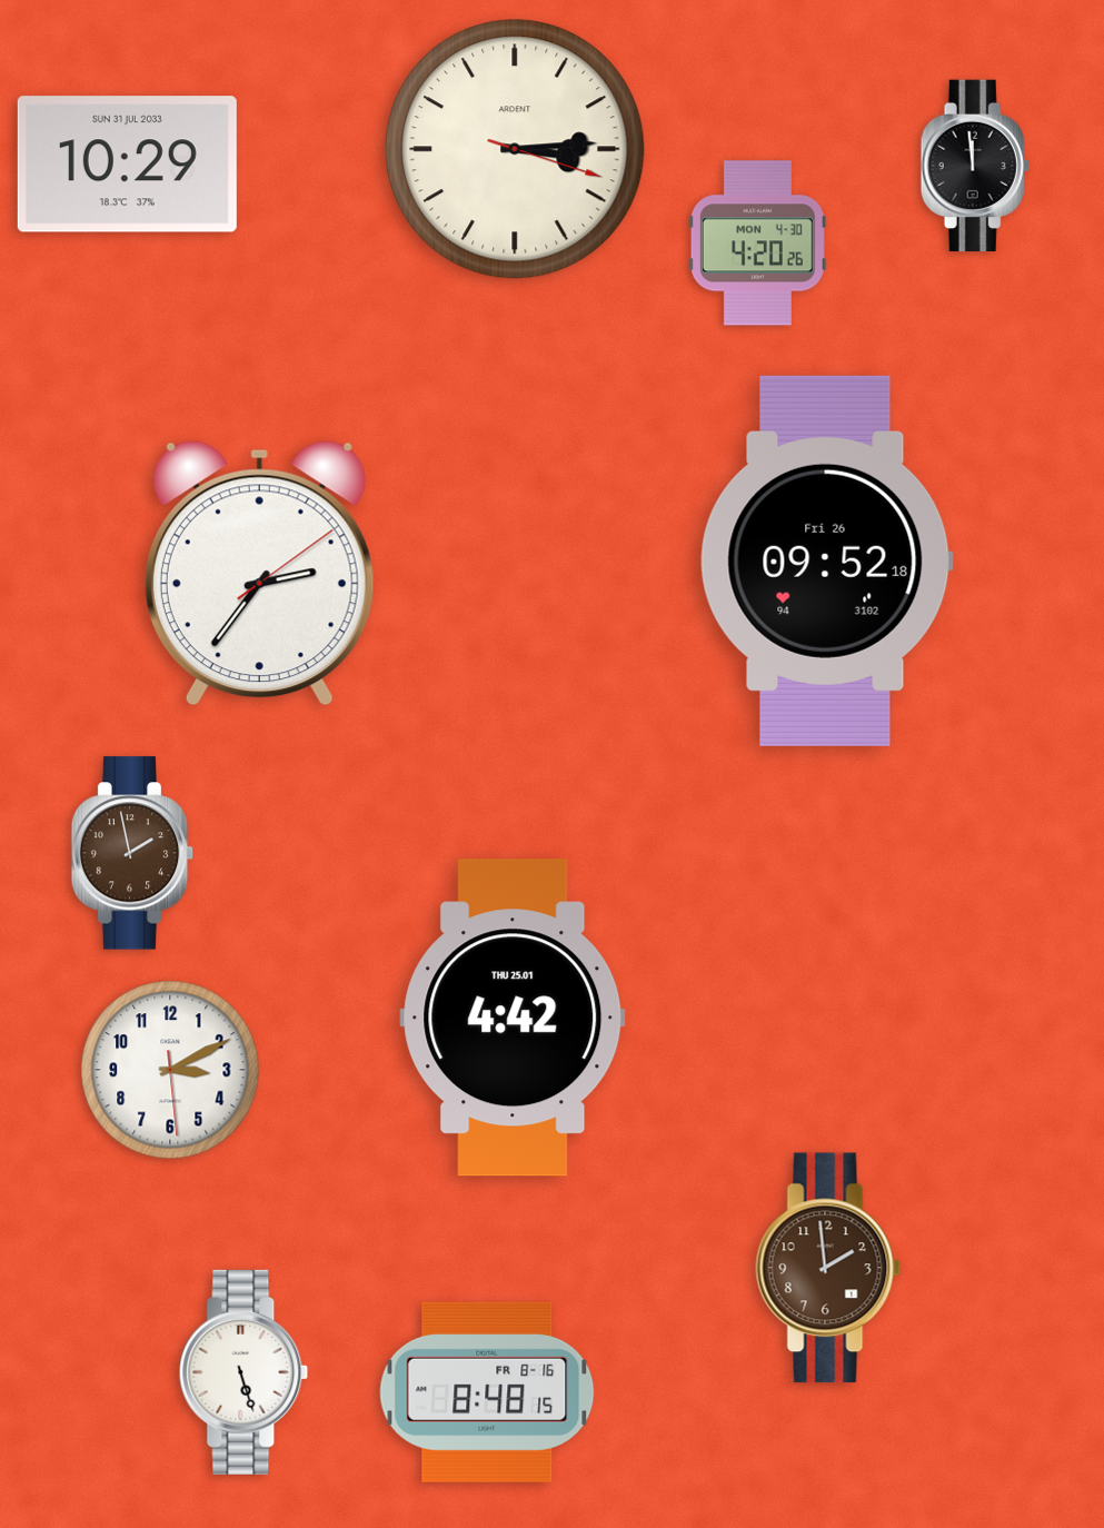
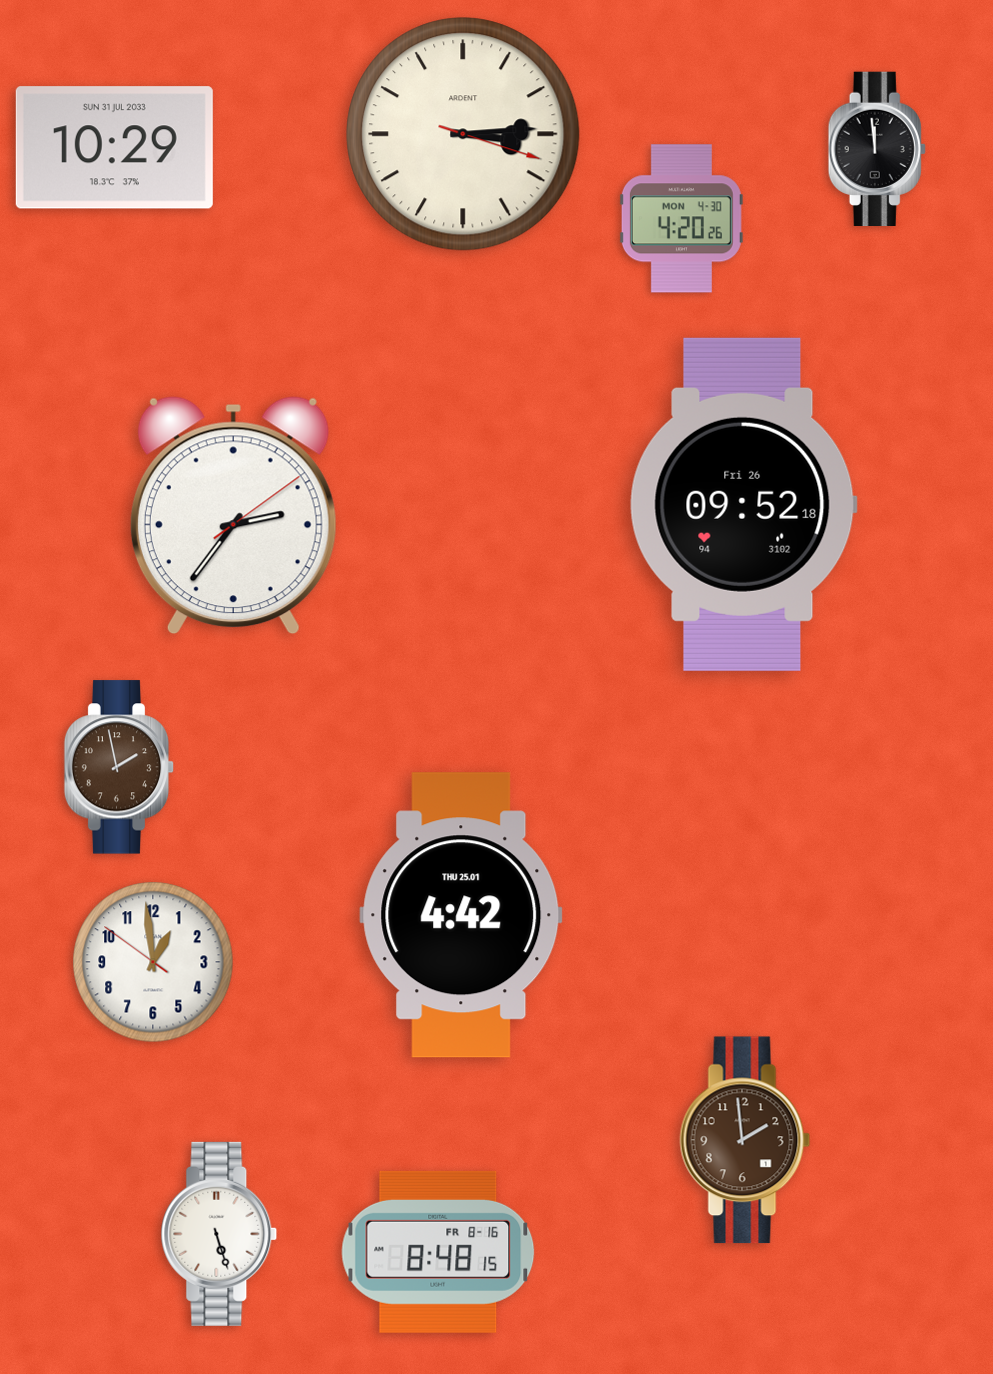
clock at (170, 1070): 3:10 -> 12:58
